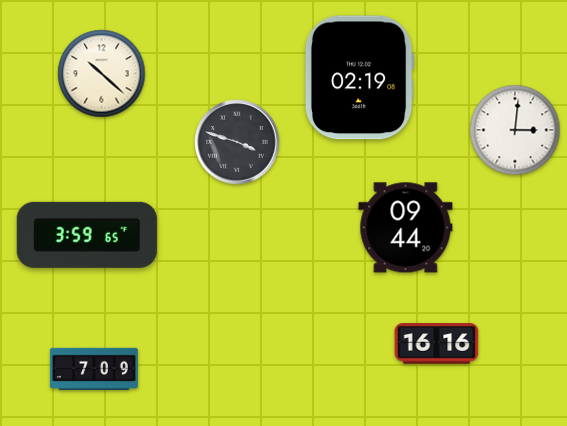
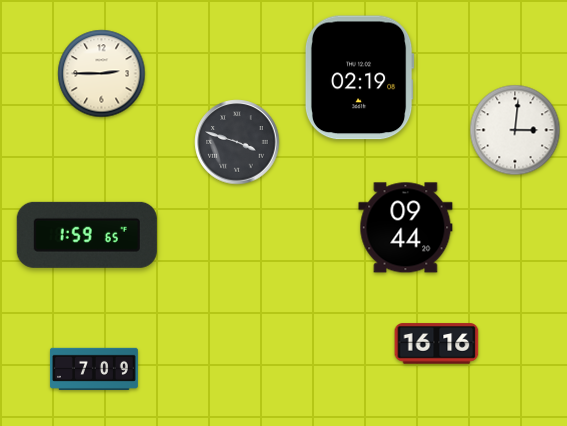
clock at (102, 74): 10:22 -> 2:45
clock at (87, 235): 3:59 -> 1:59
